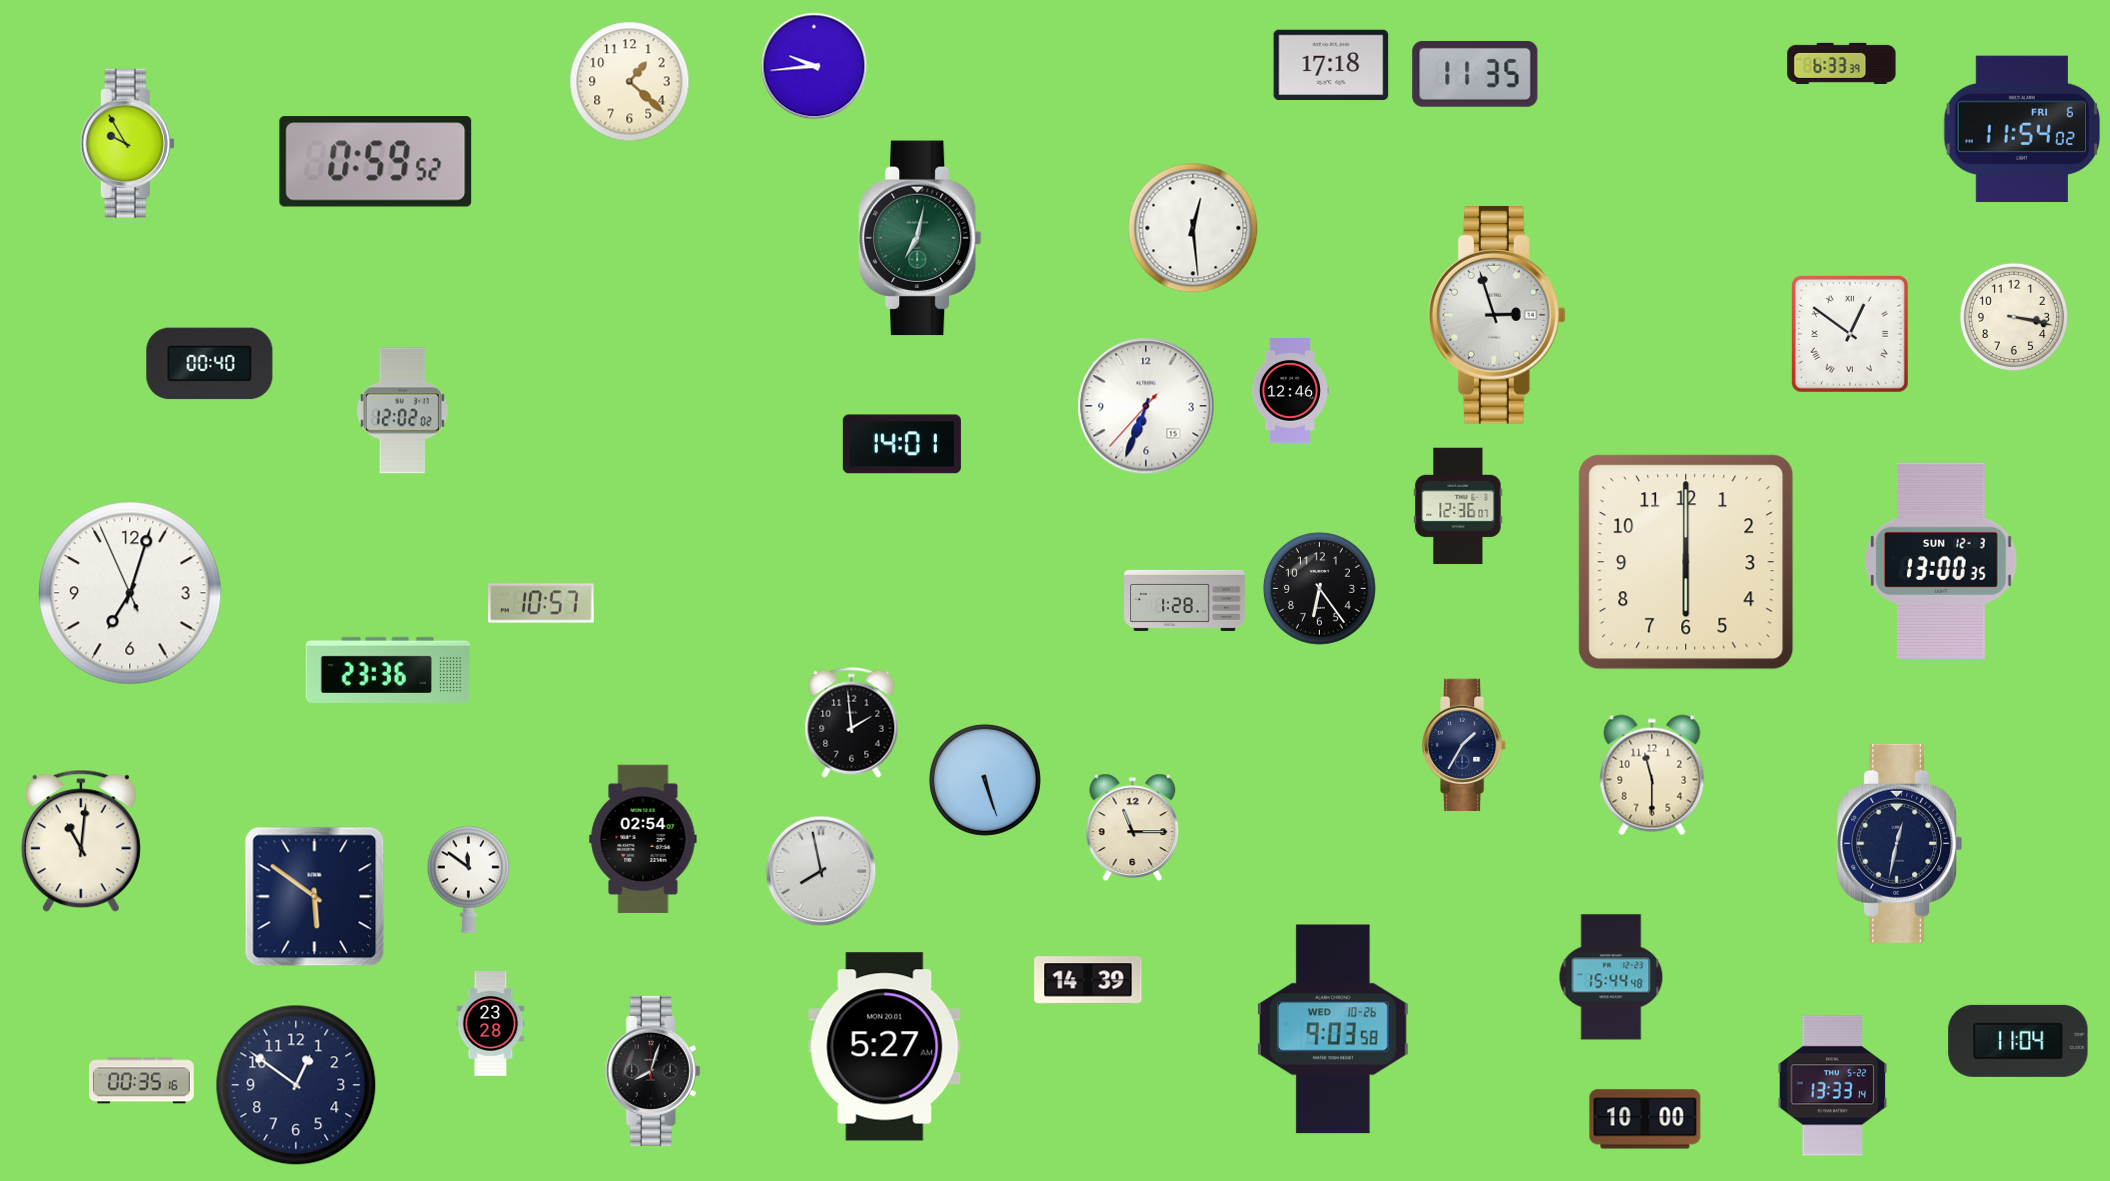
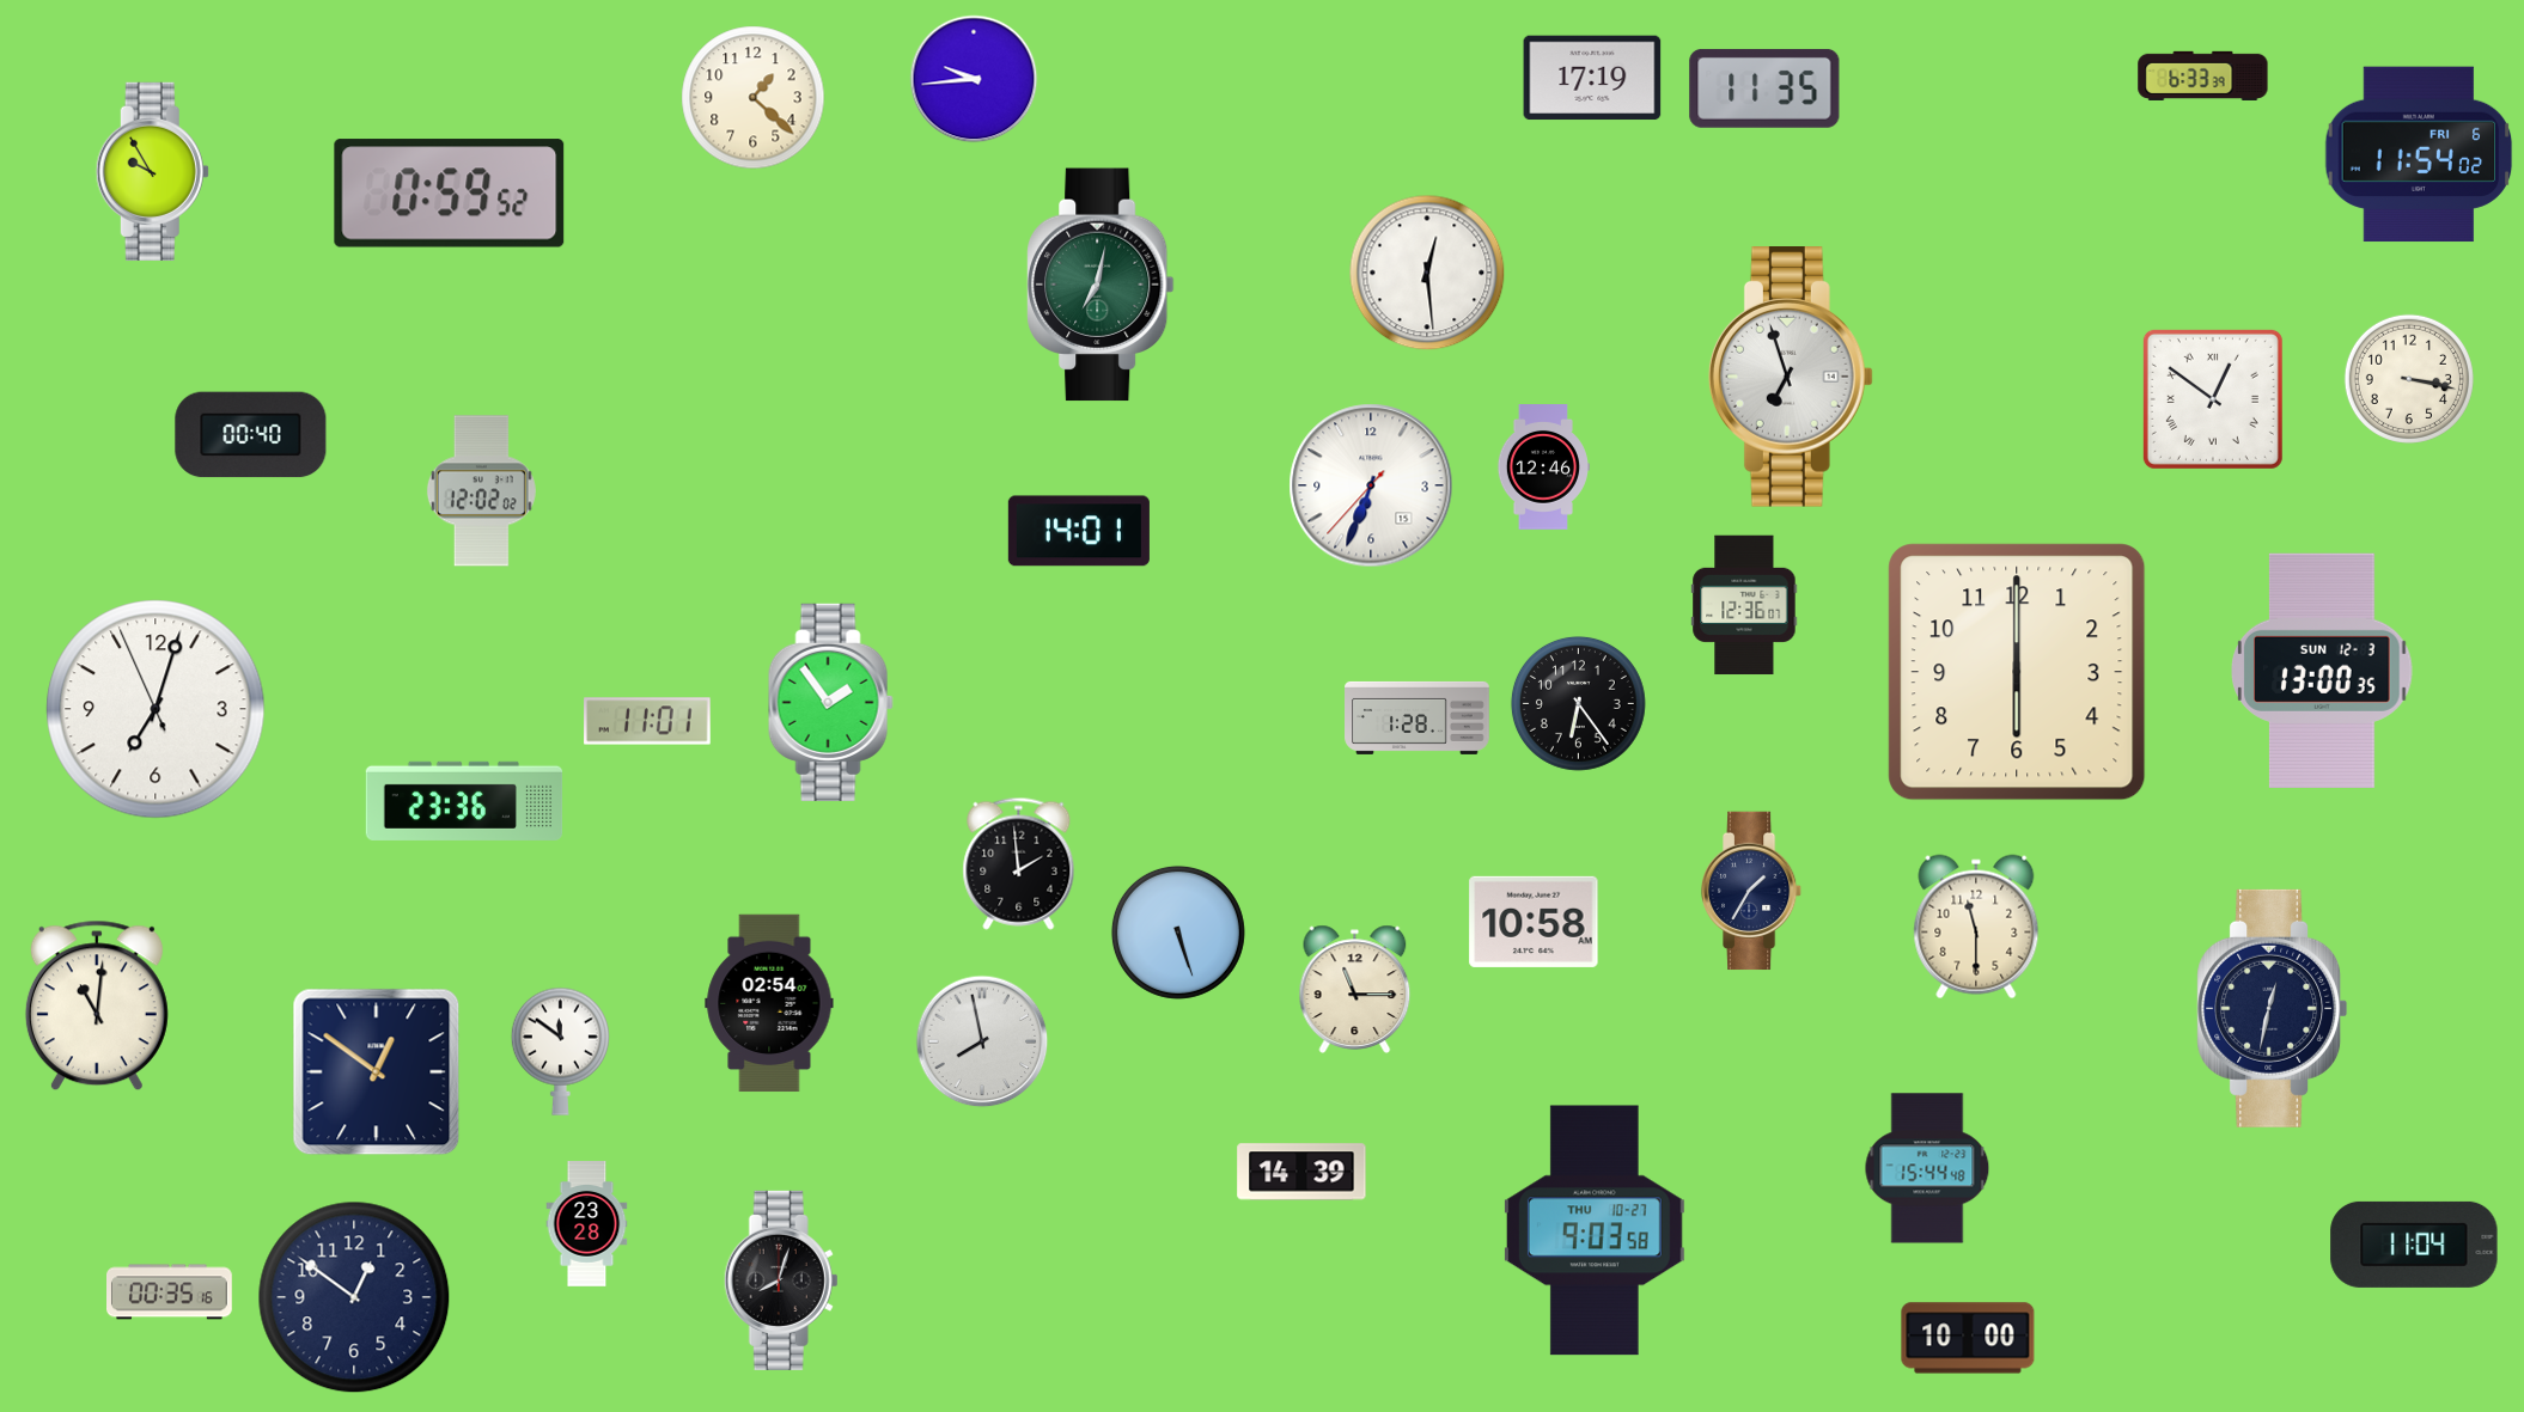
clock at (1331, 65): 17:18 -> 17:19
clock at (1497, 316): 2:57 -> 6:57
clock at (830, 702): none -> 1:54
clock at (541, 603): 10:57 -> 11:01
clock at (1534, 922): none -> 10:58
clock at (315, 897): 5:51 -> 12:51
clock at (1333, 1029) date: WED 10-26 -> THU 10-27
clock at (885, 1047): 5:27 -> none
clock at (1833, 1086): 13:33 -> none
